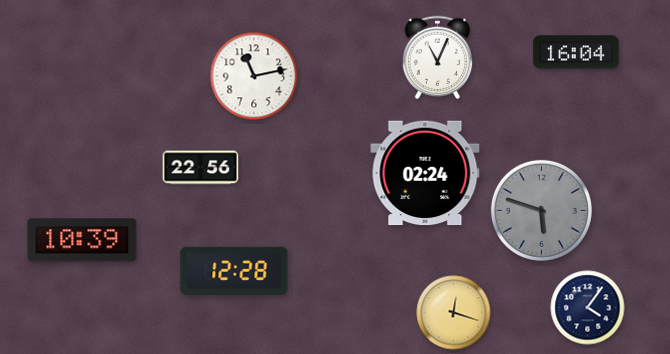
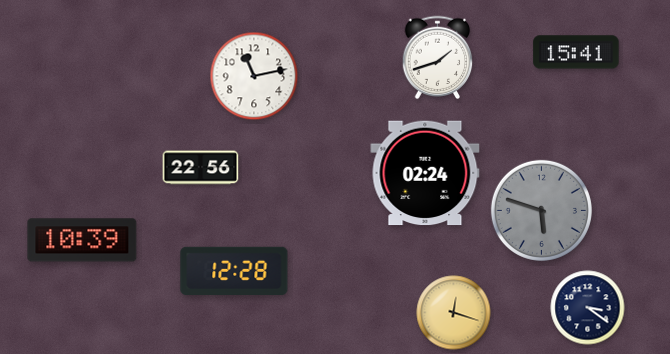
clock at (576, 52): 16:04 -> 15:41
clock at (438, 58): 11:04 -> 1:42
clock at (588, 308): 4:06 -> 3:21
